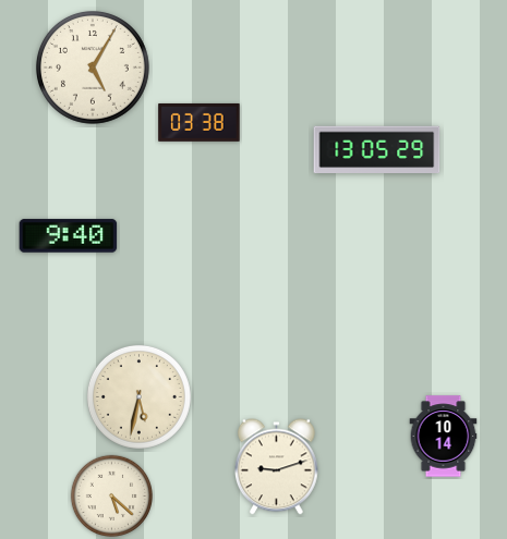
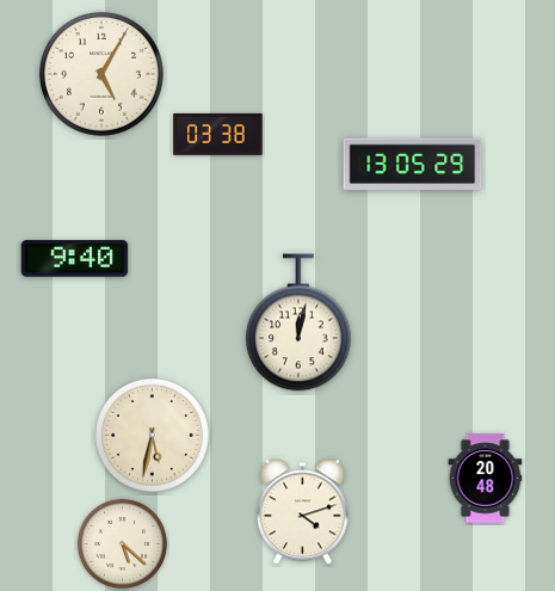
clock at (300, 322): none -> 12:02
clock at (444, 437): 10:14 -> 20:48
clock at (277, 467): 9:12 -> 4:12
